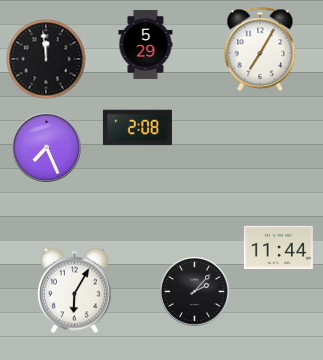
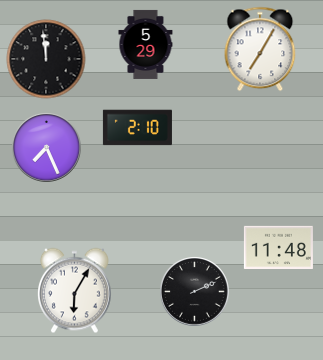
clock at (137, 128): 2:08 -> 2:10
clock at (278, 247): 11:44 -> 11:48
clock at (195, 292): 2:07 -> 2:11
